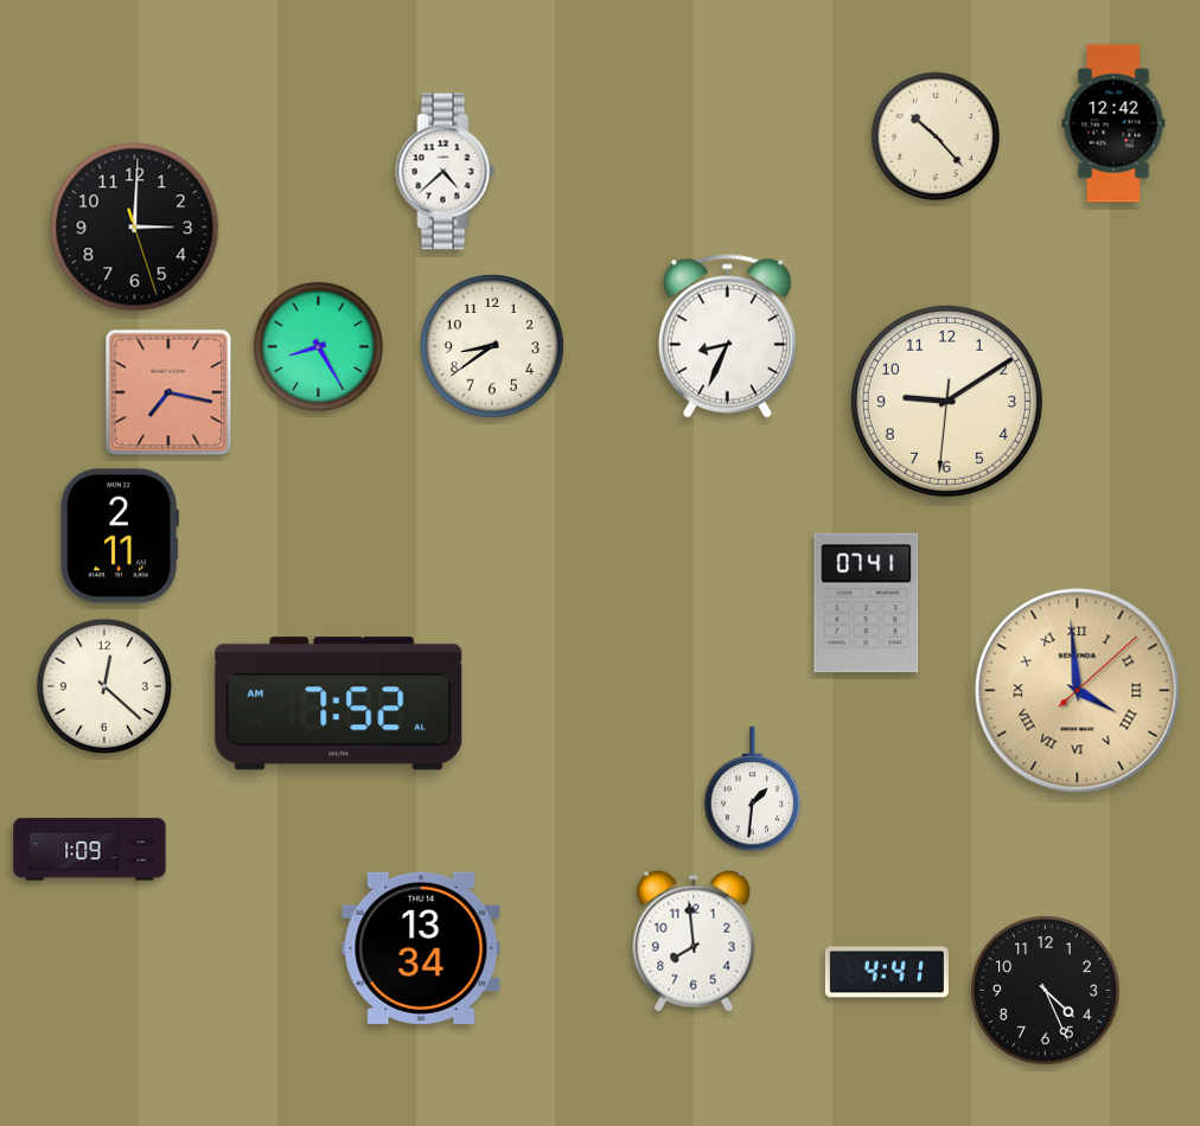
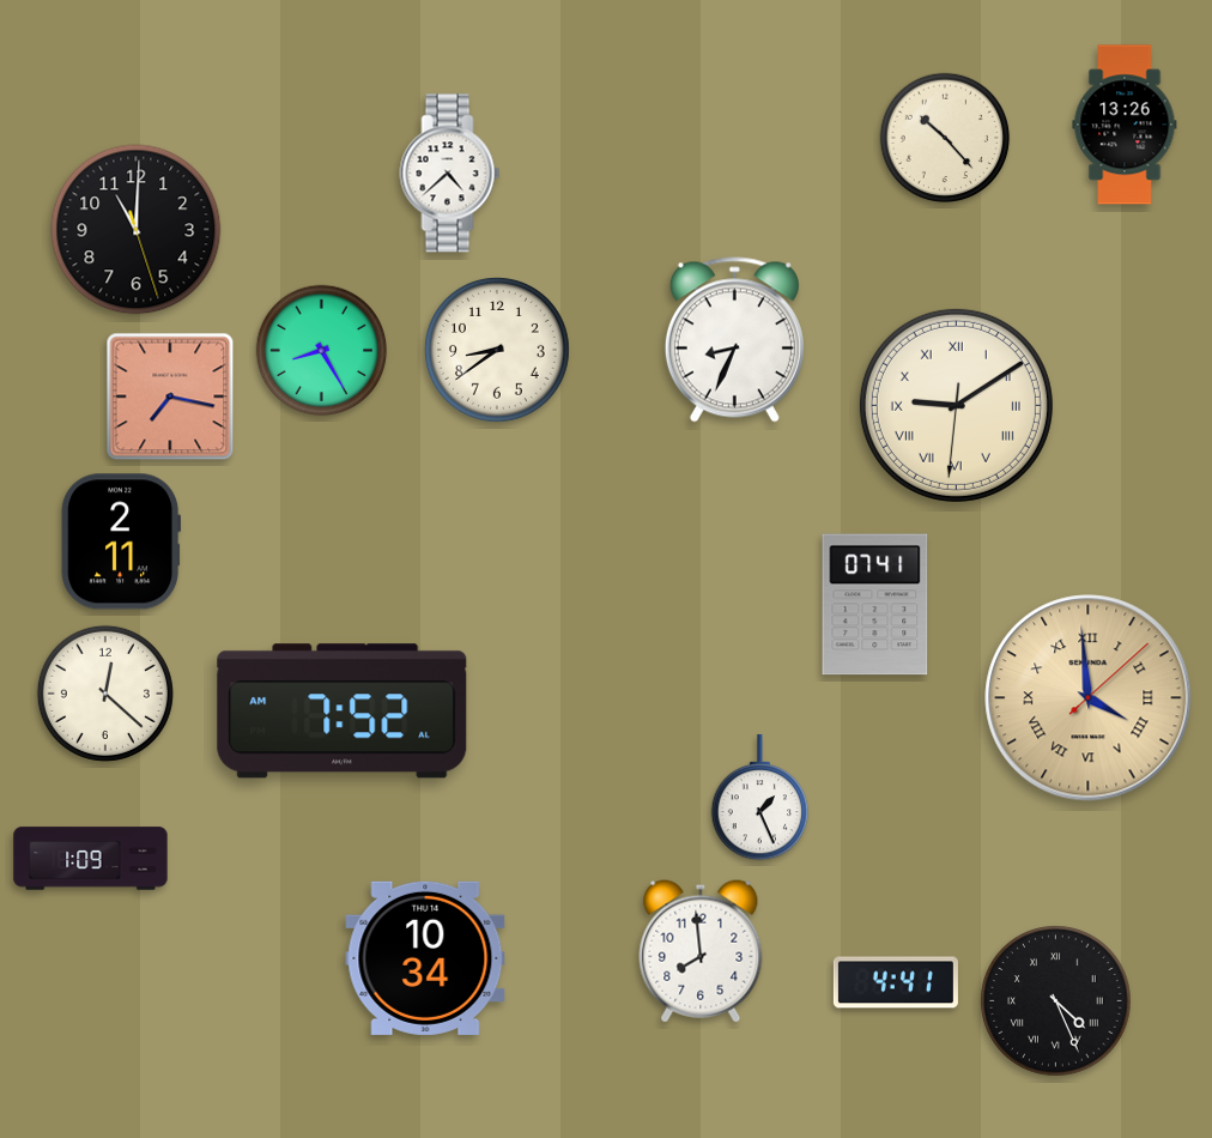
clock at (1113, 123): 12:42 -> 13:26
clock at (135, 228): 3:00 -> 11:00
clock at (946, 401) numerals: Arabic -> Roman
clock at (867, 603) position: (867, 603) -> (875, 605)
clock at (753, 789): 1:31 -> 1:26
clock at (421, 948): 13:34 -> 10:34
clock at (1046, 991) numerals: Arabic -> Roman
